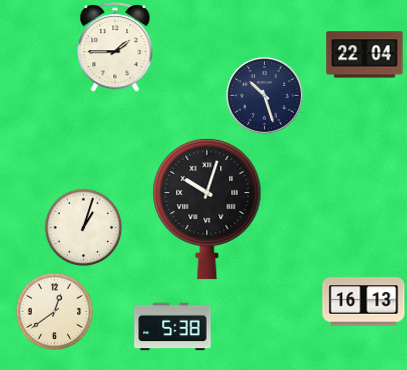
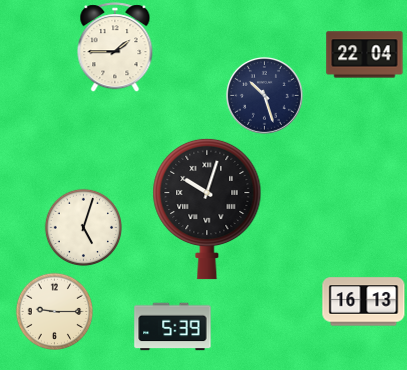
clock at (83, 227): 1:03 -> 5:03
clock at (54, 311): 12:39 -> 9:15
clock at (173, 327): 5:38 -> 5:39
